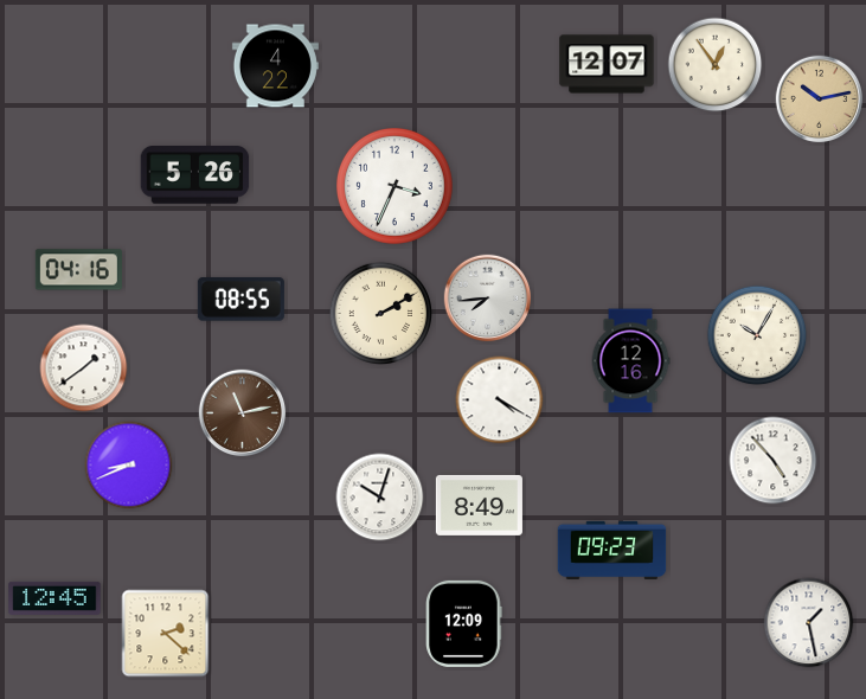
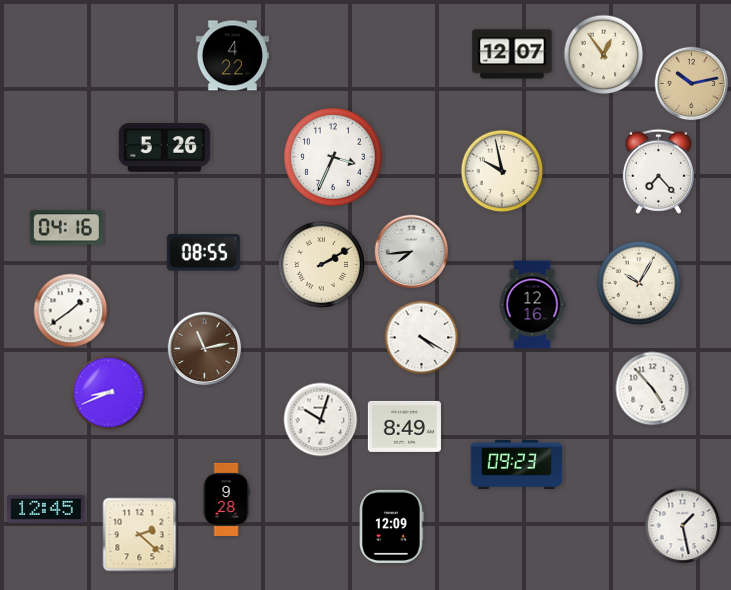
clock at (502, 171): none -> 9:58
clock at (658, 171): none -> 7:23
clock at (226, 499): none -> 9:28
clock at (54, 598) position: (54, 598) -> (46, 509)
